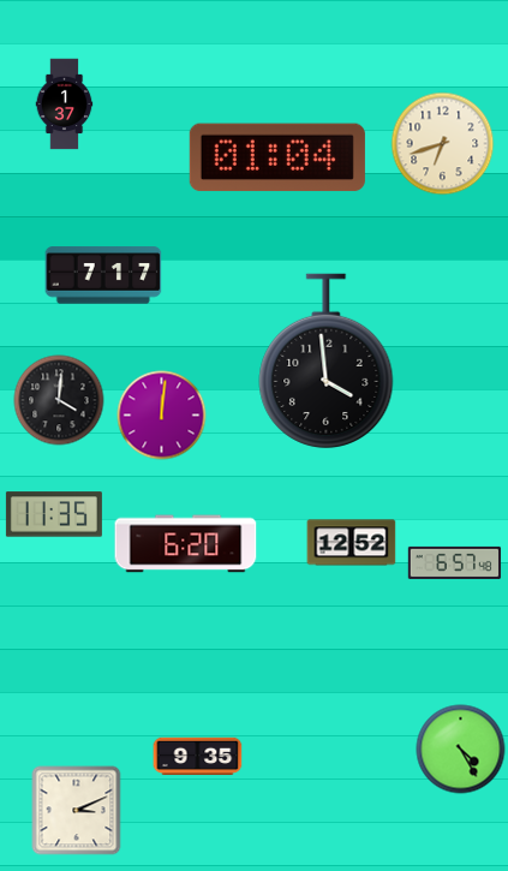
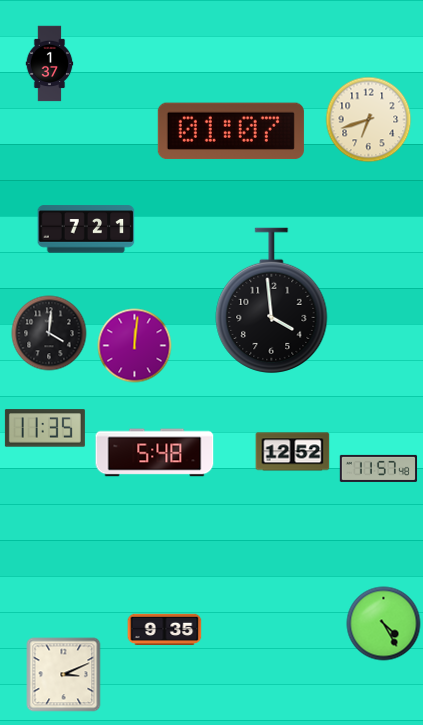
clock at (65, 105) position: (65, 105) -> (50, 64)
clock at (277, 157): 01:04 -> 01:07
clock at (103, 275): 7:17 -> 7:21
clock at (186, 544): 6:20 -> 5:48
clock at (455, 562): 6:57 -> 11:57
